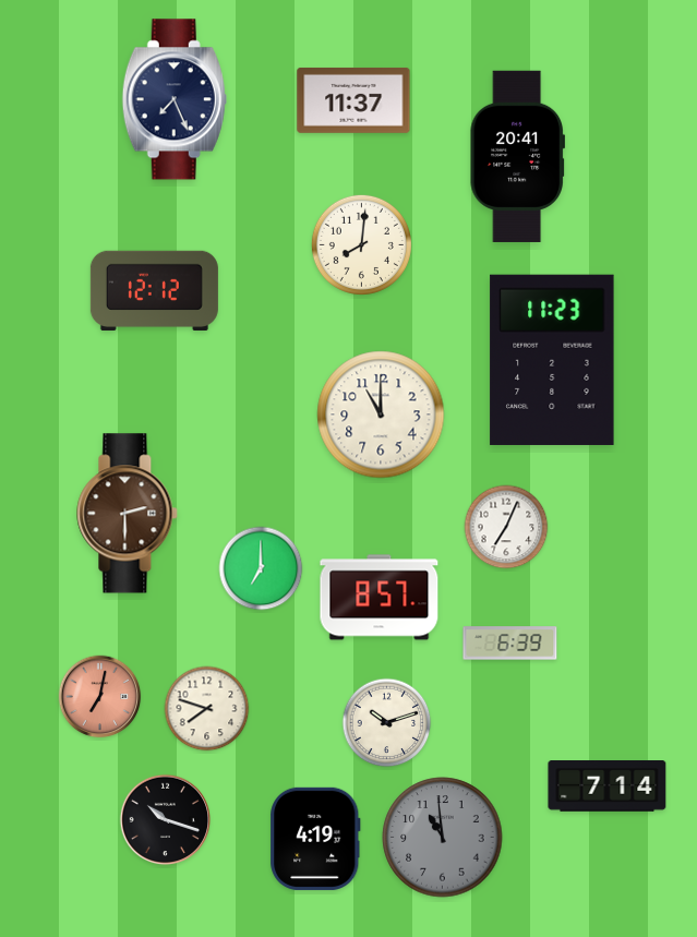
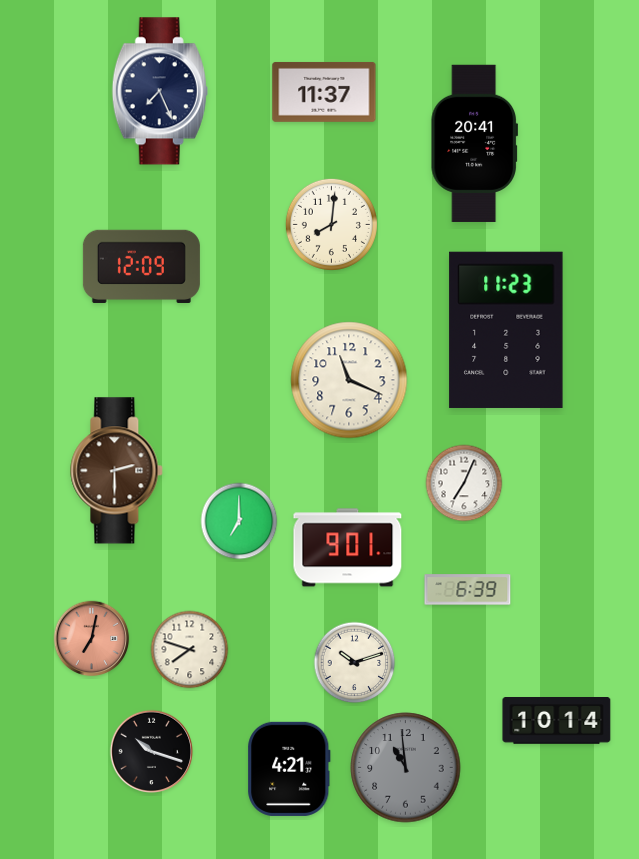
clock at (154, 290): 12:12 -> 12:09
clock at (381, 415): 11:00 -> 11:19
clock at (380, 598): 8:57 -> 9:01
clock at (608, 786): 7:14 -> 10:14
clock at (315, 839): 4:19 -> 4:21
